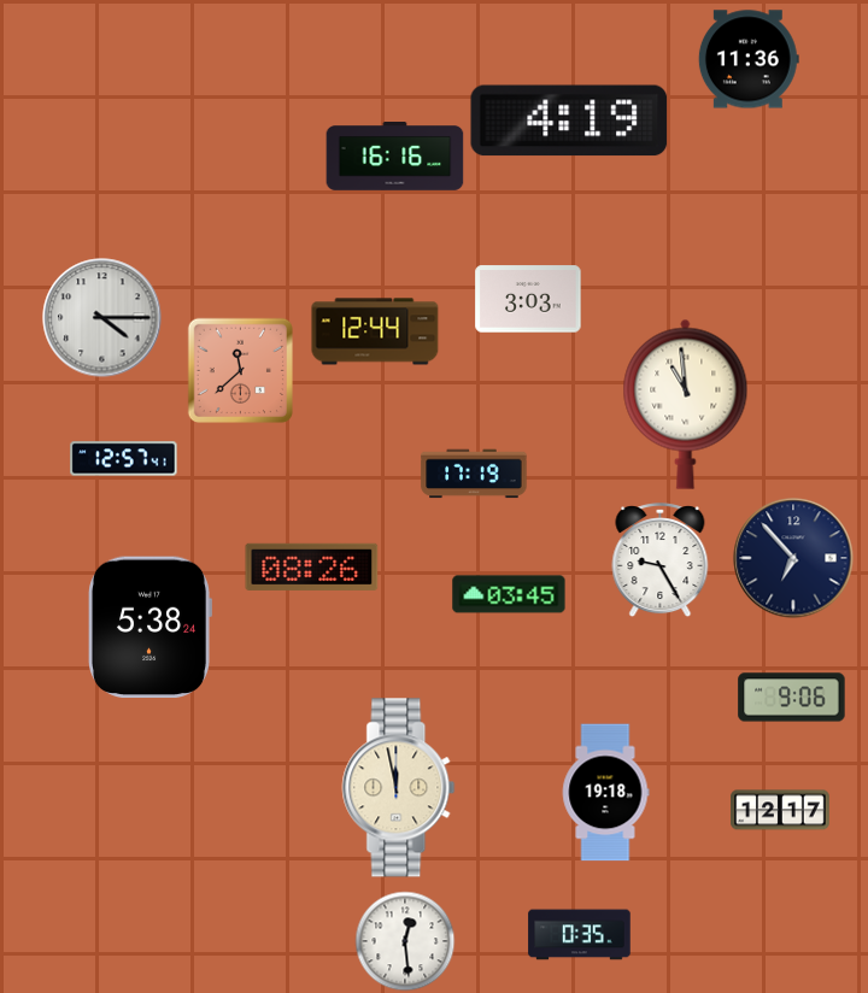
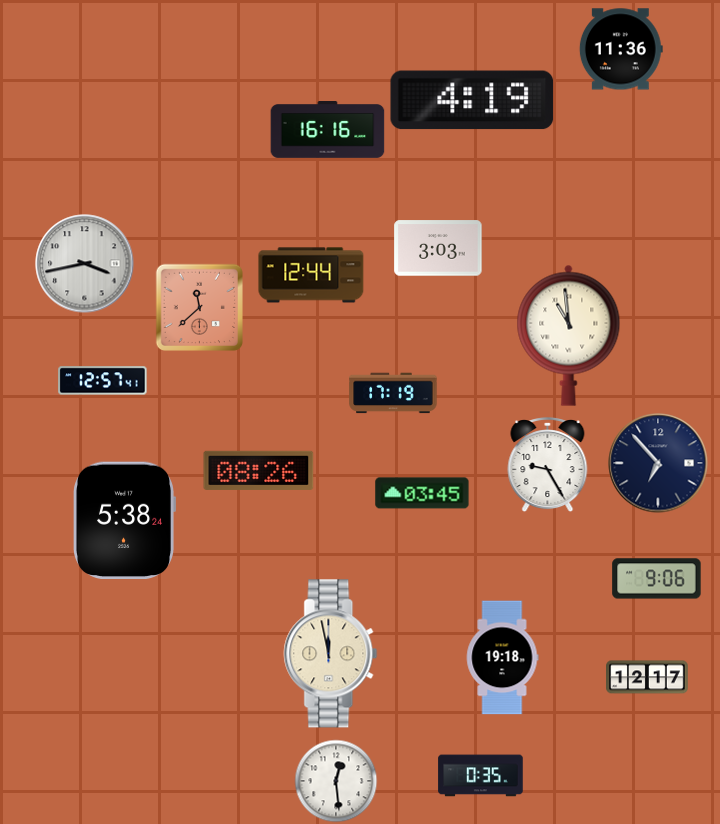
clock at (102, 318): 4:15 -> 3:43
clock at (780, 810) position: (780, 810) -> (647, 677)
